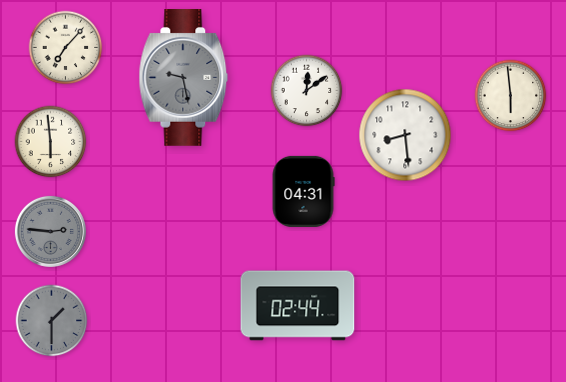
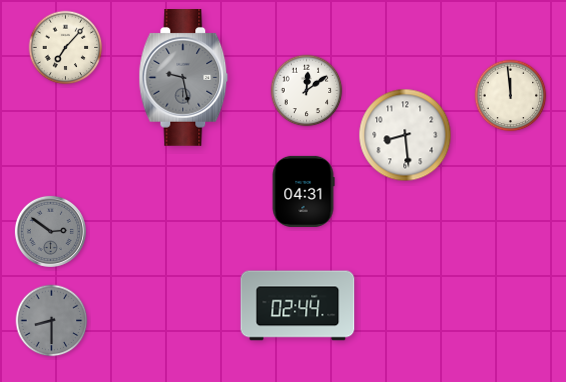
clock at (511, 96): 5:59 -> 11:59
clock at (51, 142): 5:59 -> none
clock at (50, 231): 2:46 -> 2:51
clock at (52, 321): 1:30 -> 8:30
